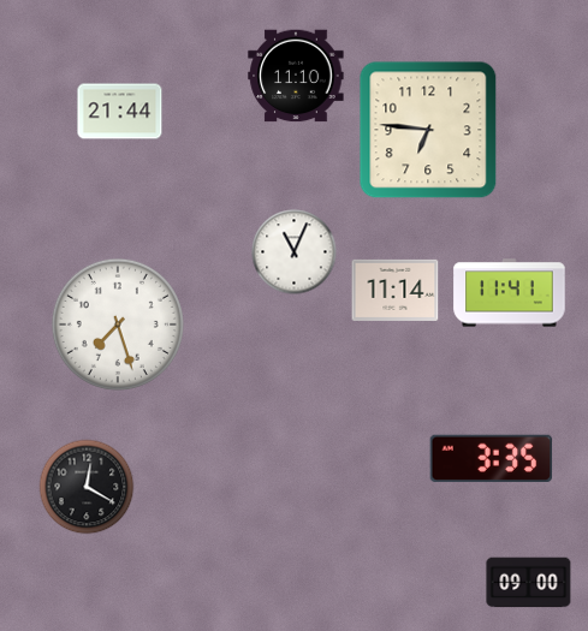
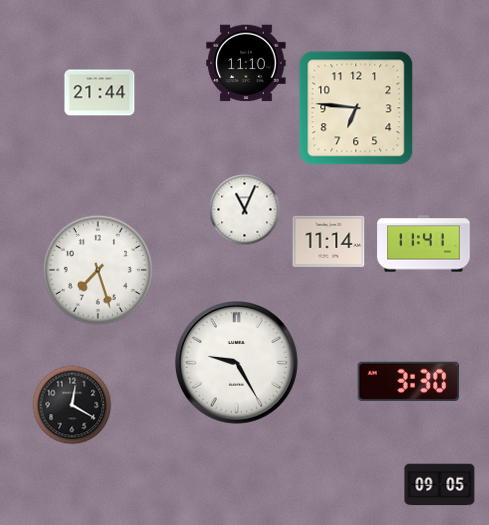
clock at (237, 363): none -> 9:25
clock at (492, 458): 3:35 -> 3:30
clock at (529, 583): 09:00 -> 09:05
